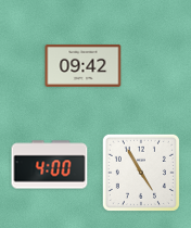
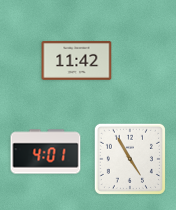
clock at (84, 66): 09:42 -> 11:42
clock at (50, 165): 4:00 -> 4:01
